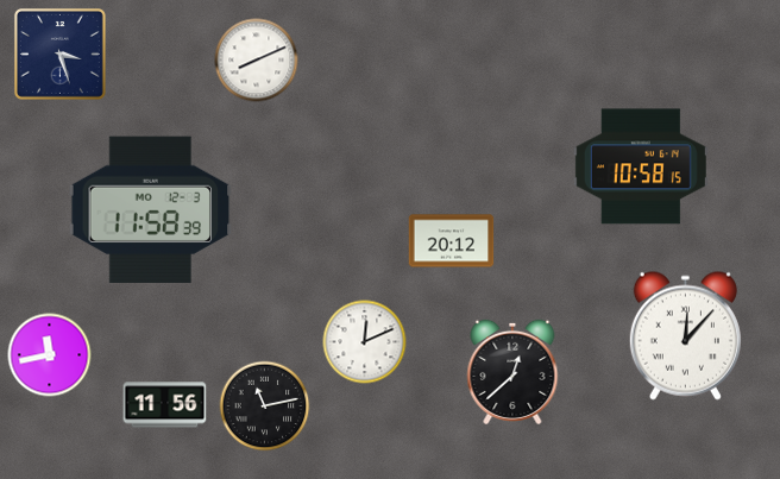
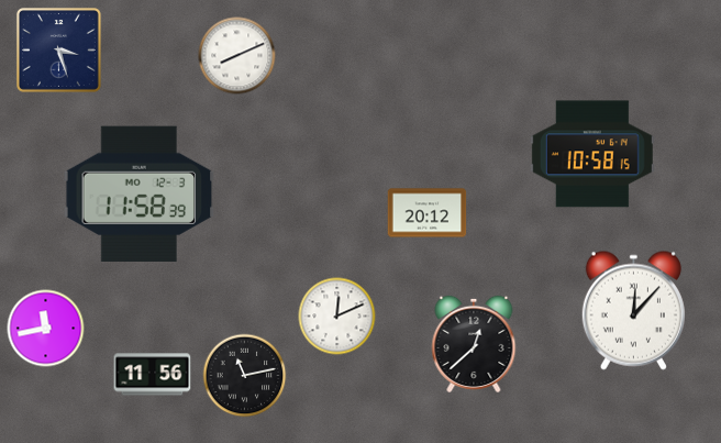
clock at (59, 53) position: (59, 53) -> (58, 49)
clock at (452, 241) position: (452, 241) -> (428, 213)
